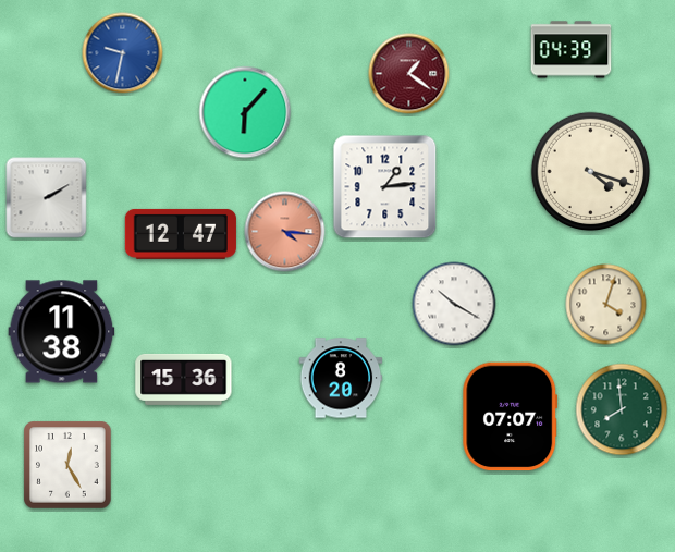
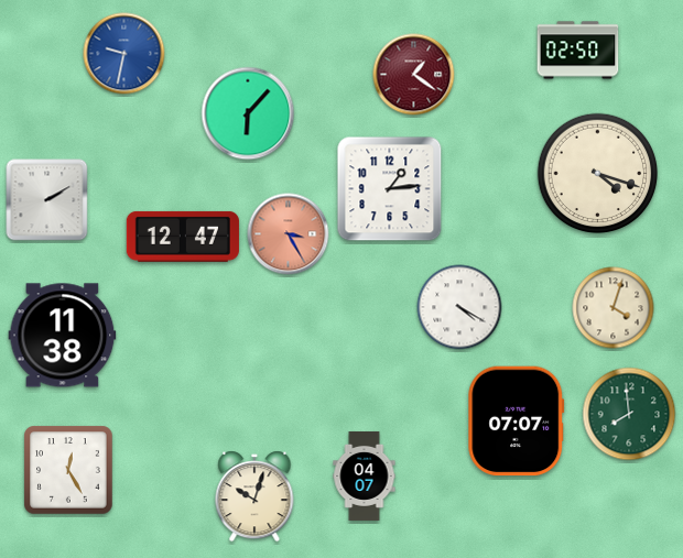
clock at (572, 50): 04:39 -> 02:50
clock at (285, 232): 4:16 -> 3:25
clock at (454, 304): 10:20 -> 4:20
clock at (341, 378): 8:20 -> none
clock at (184, 379): 15:36 -> none
clock at (365, 475): none -> 04:07
clock at (254, 496): none -> 10:03
